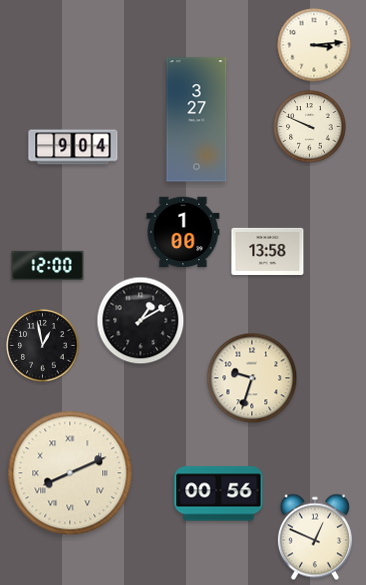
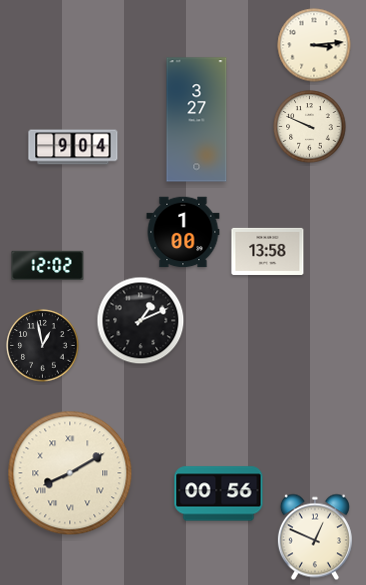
clock at (48, 266): 12:00 -> 12:02
clock at (141, 321): 1:10 -> 1:11
clock at (252, 378): 9:33 -> none
clock at (70, 473): 8:11 -> 8:10
